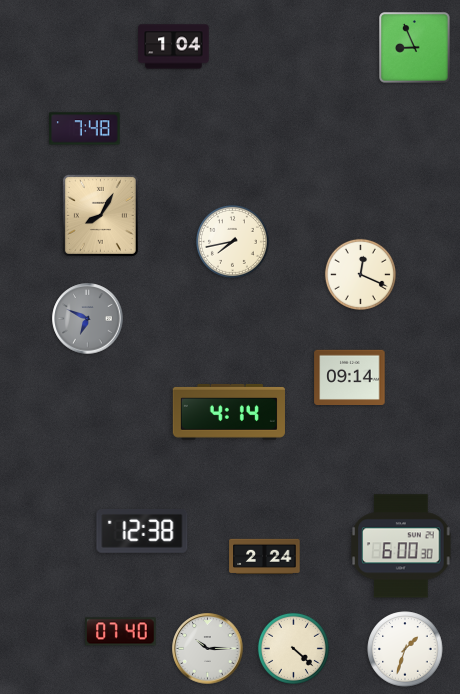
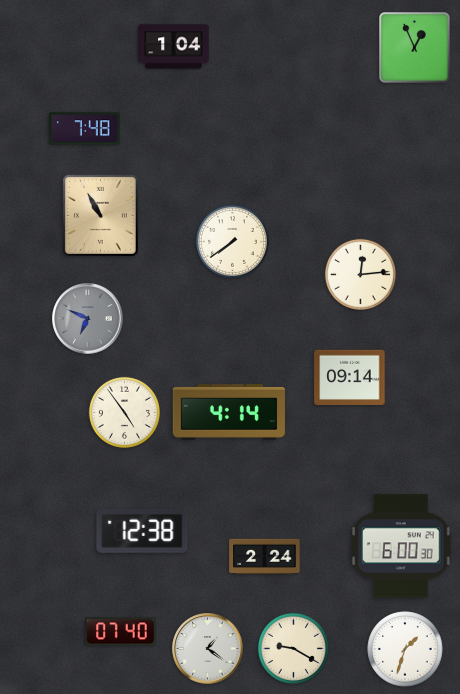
clock at (415, 48): 8:56 -> 12:56
clock at (100, 215): 8:05 -> 10:55
clock at (232, 241): 7:43 -> 7:39
clock at (360, 274): 12:19 -> 12:14
clock at (124, 412): none -> 4:54
clock at (293, 648): 4:22 -> 9:20
clock at (208, 649): 10:15 -> 1:21
